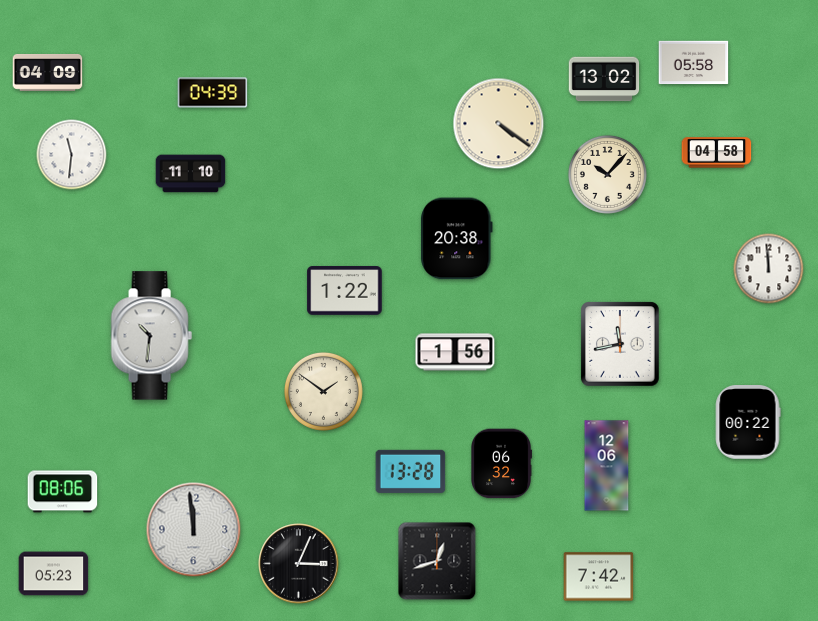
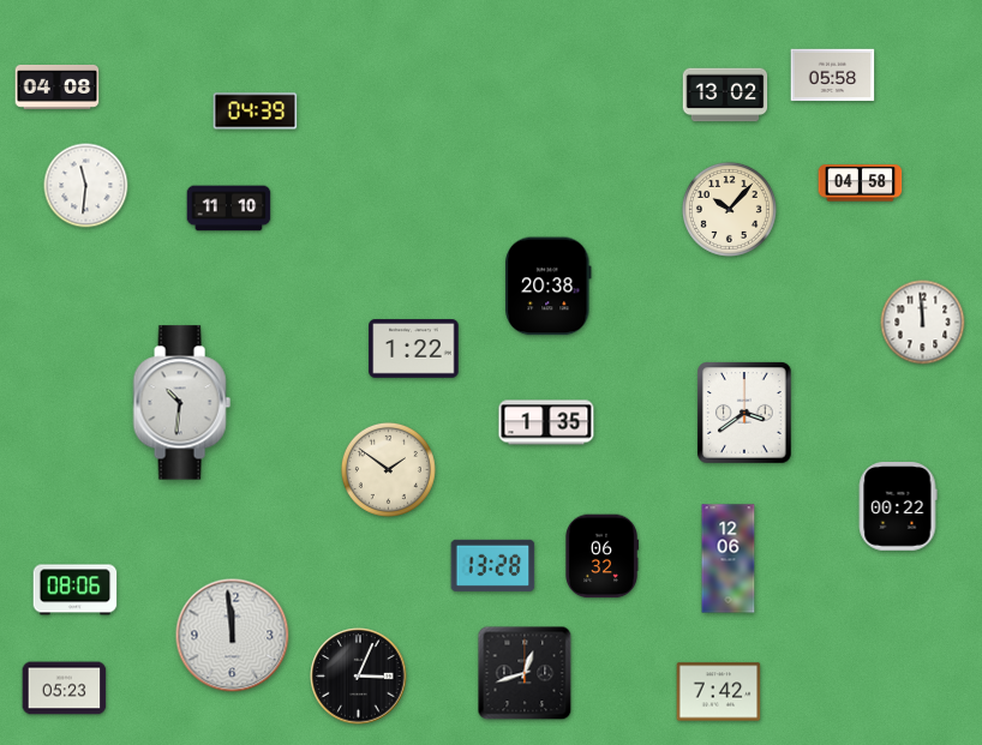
clock at (48, 72): 04:09 -> 04:08
clock at (499, 124): 4:21 -> none
clock at (620, 344): 11:43 -> 3:39
clock at (455, 352): 1:56 -> 1:35
